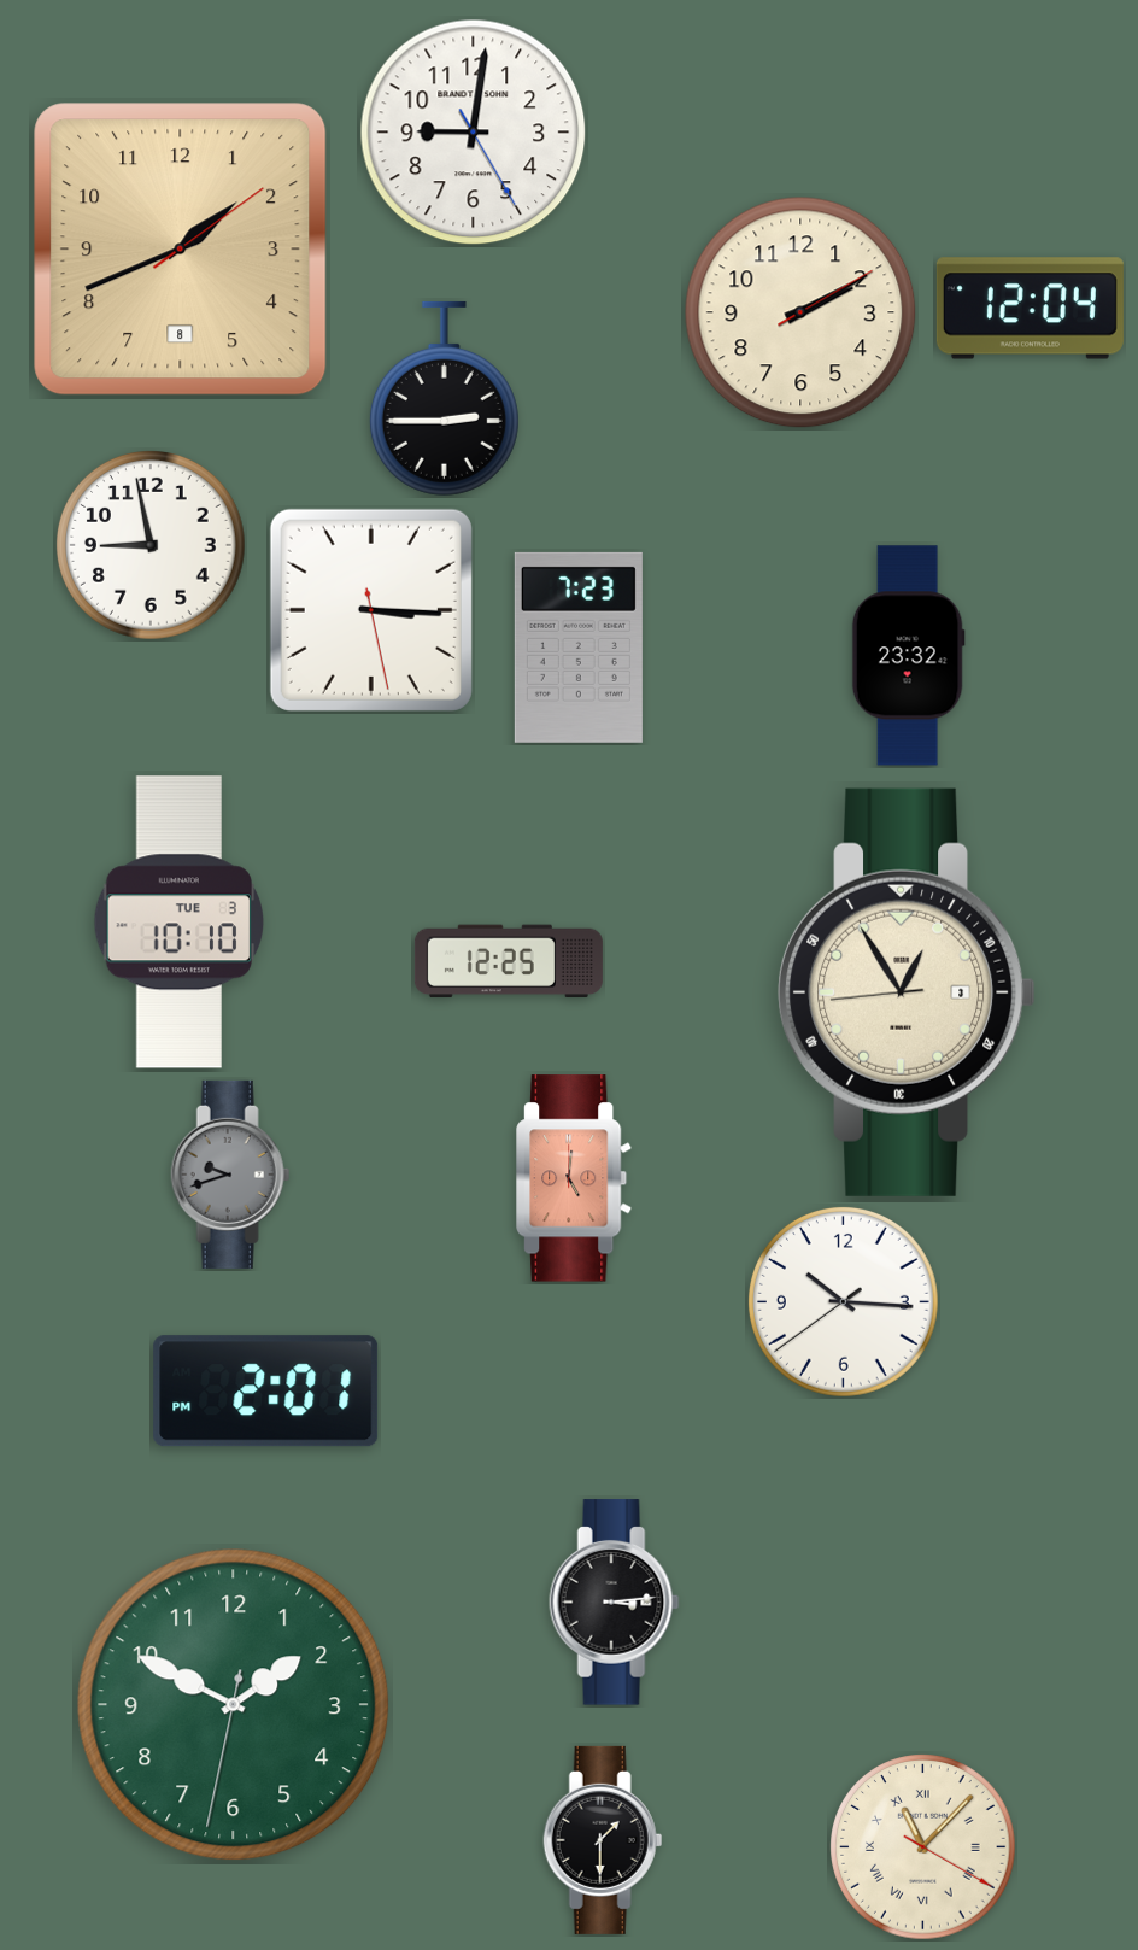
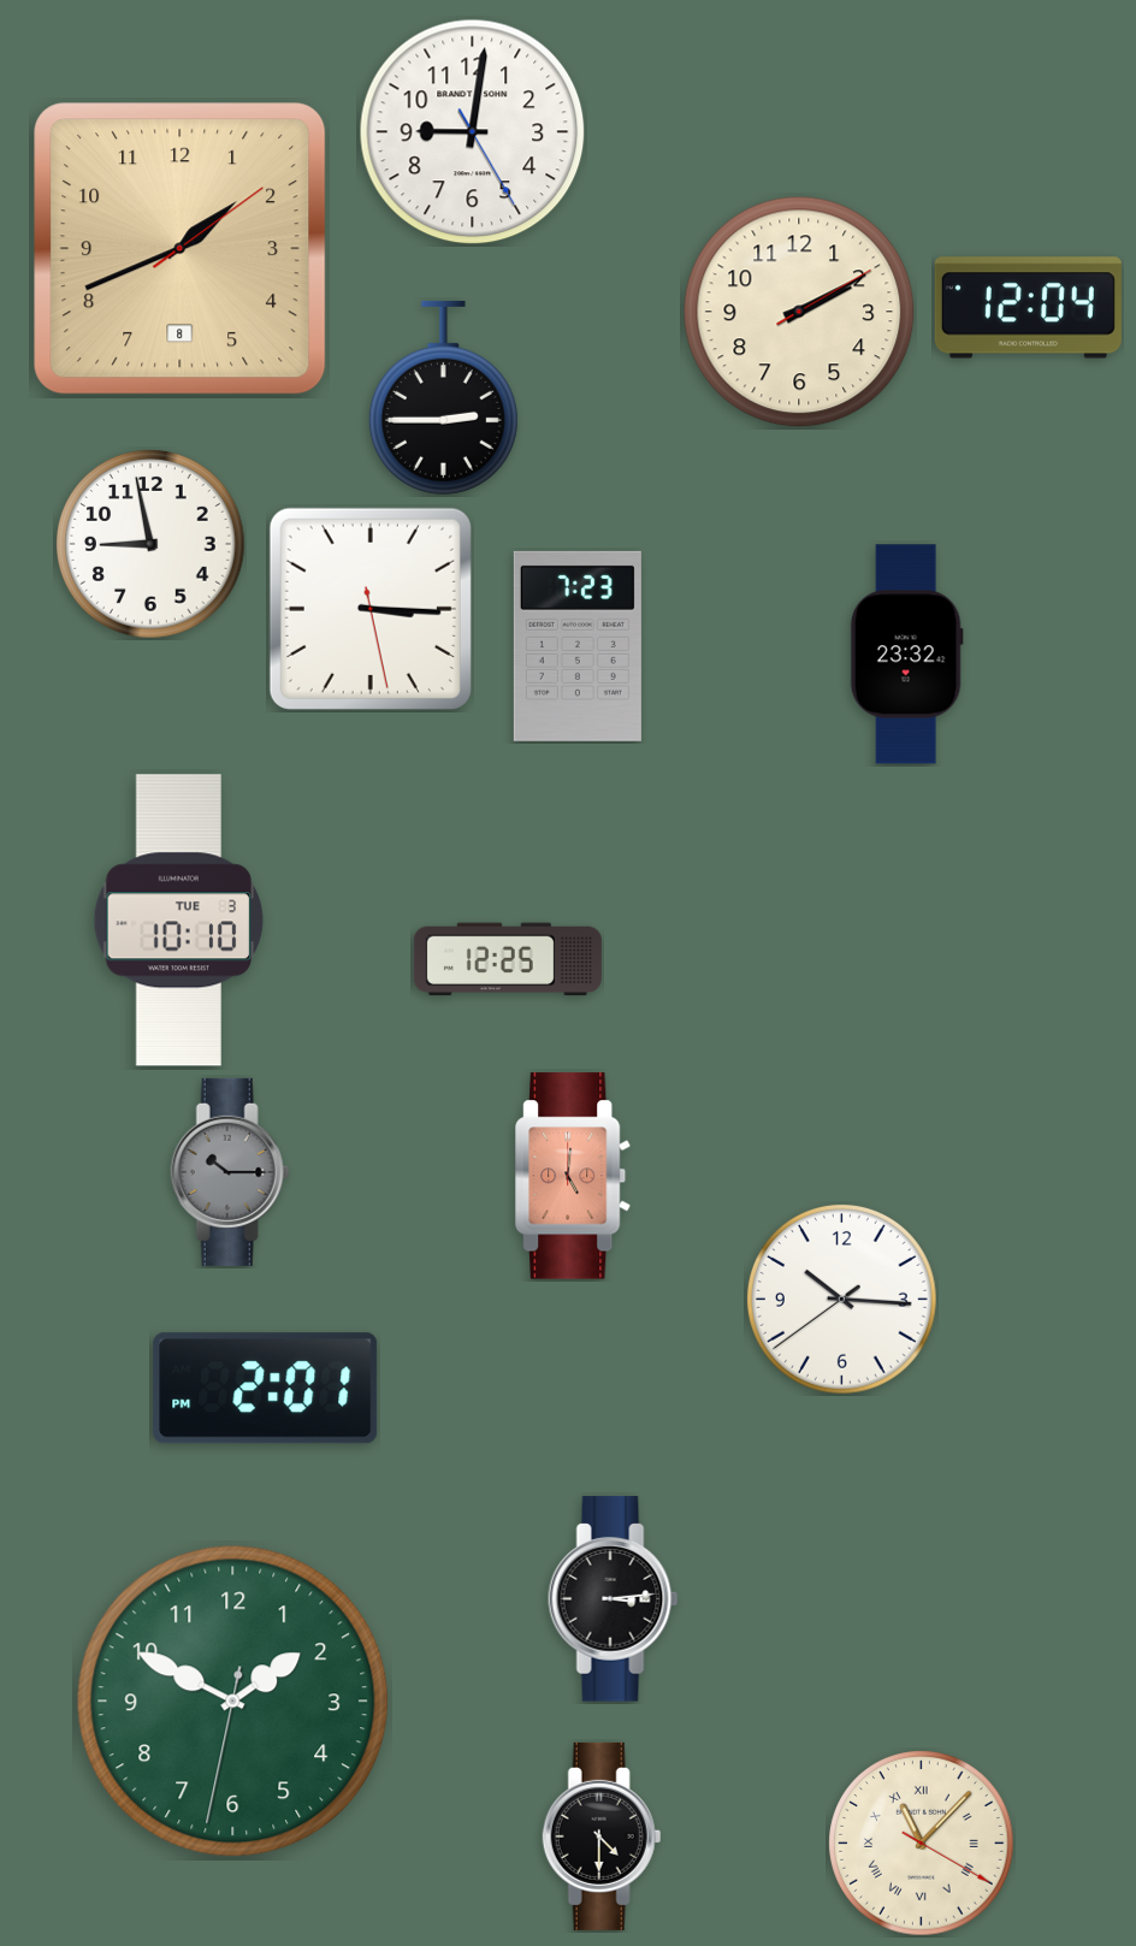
clock at (908, 992): 12:54 -> none
clock at (230, 1175): 9:42 -> 10:15
clock at (603, 1840): 1:30 -> 4:30
